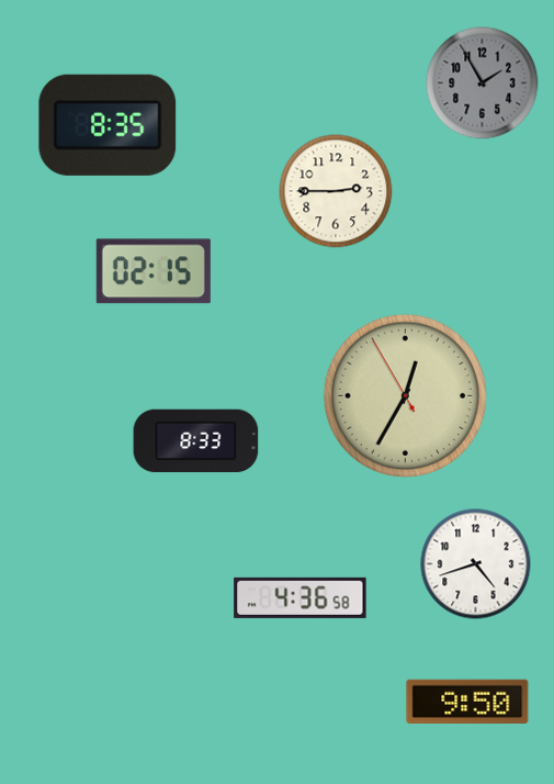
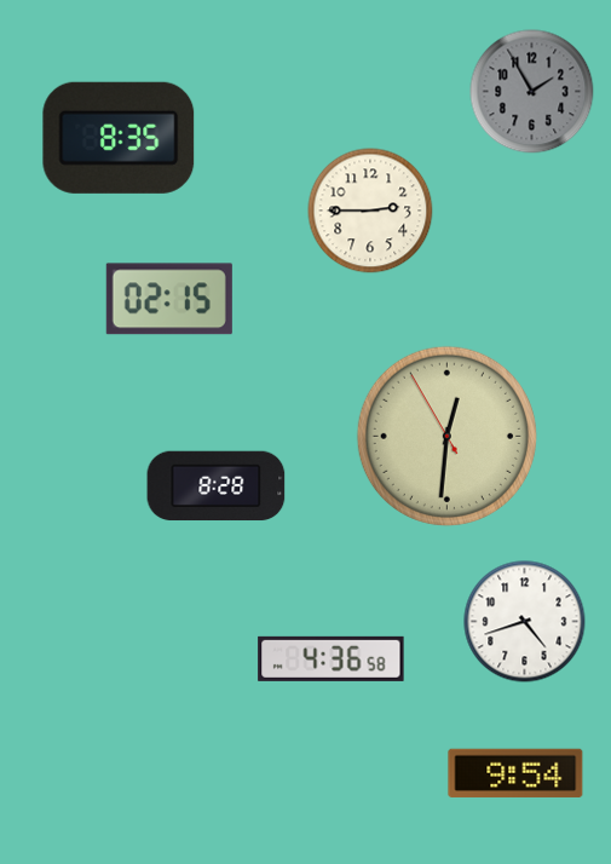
clock at (405, 395): 12:34 -> 12:30
clock at (196, 441): 8:33 -> 8:28
clock at (467, 702): 9:50 -> 9:54
